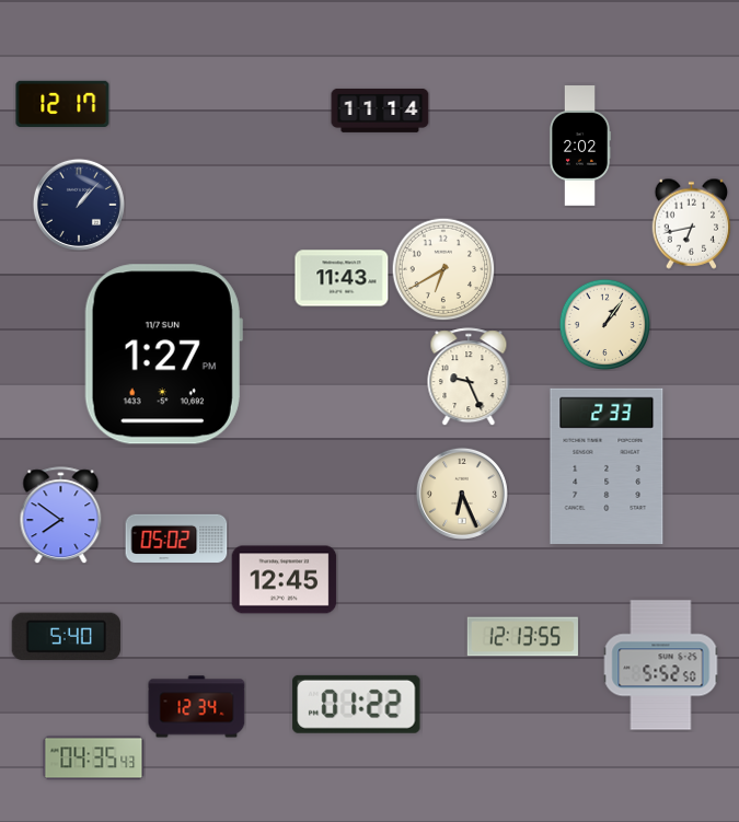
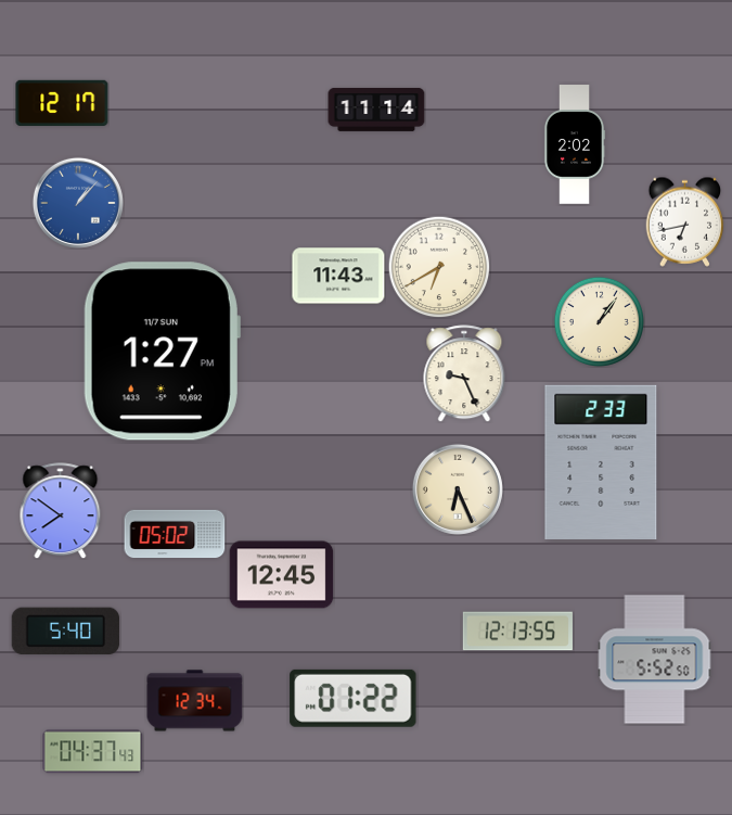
clock at (79, 205) dial: navy -> blue
clock at (94, 759): 04:35 -> 04:37
